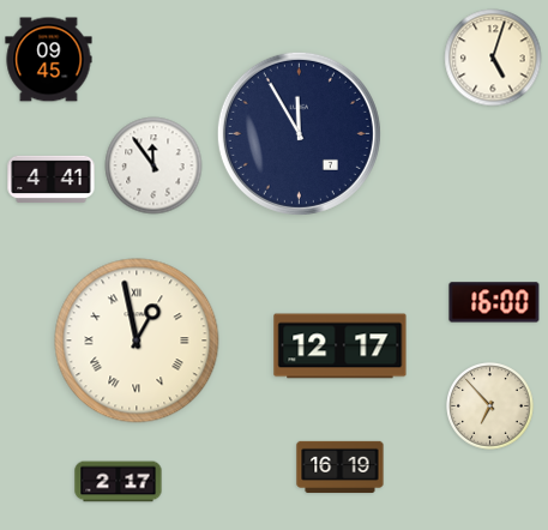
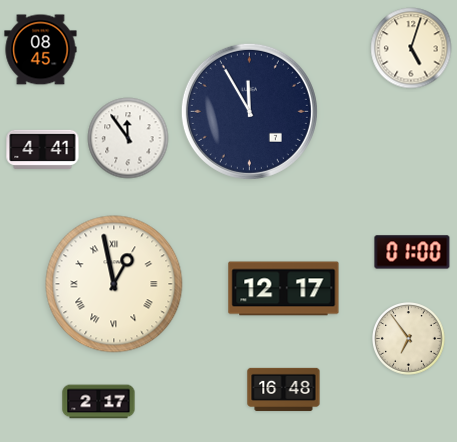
clock at (49, 60): 09:45 -> 08:45
clock at (494, 302): 16:00 -> 01:00
clock at (490, 406): 6:53 -> 6:54
clock at (341, 466): 16:19 -> 16:48
